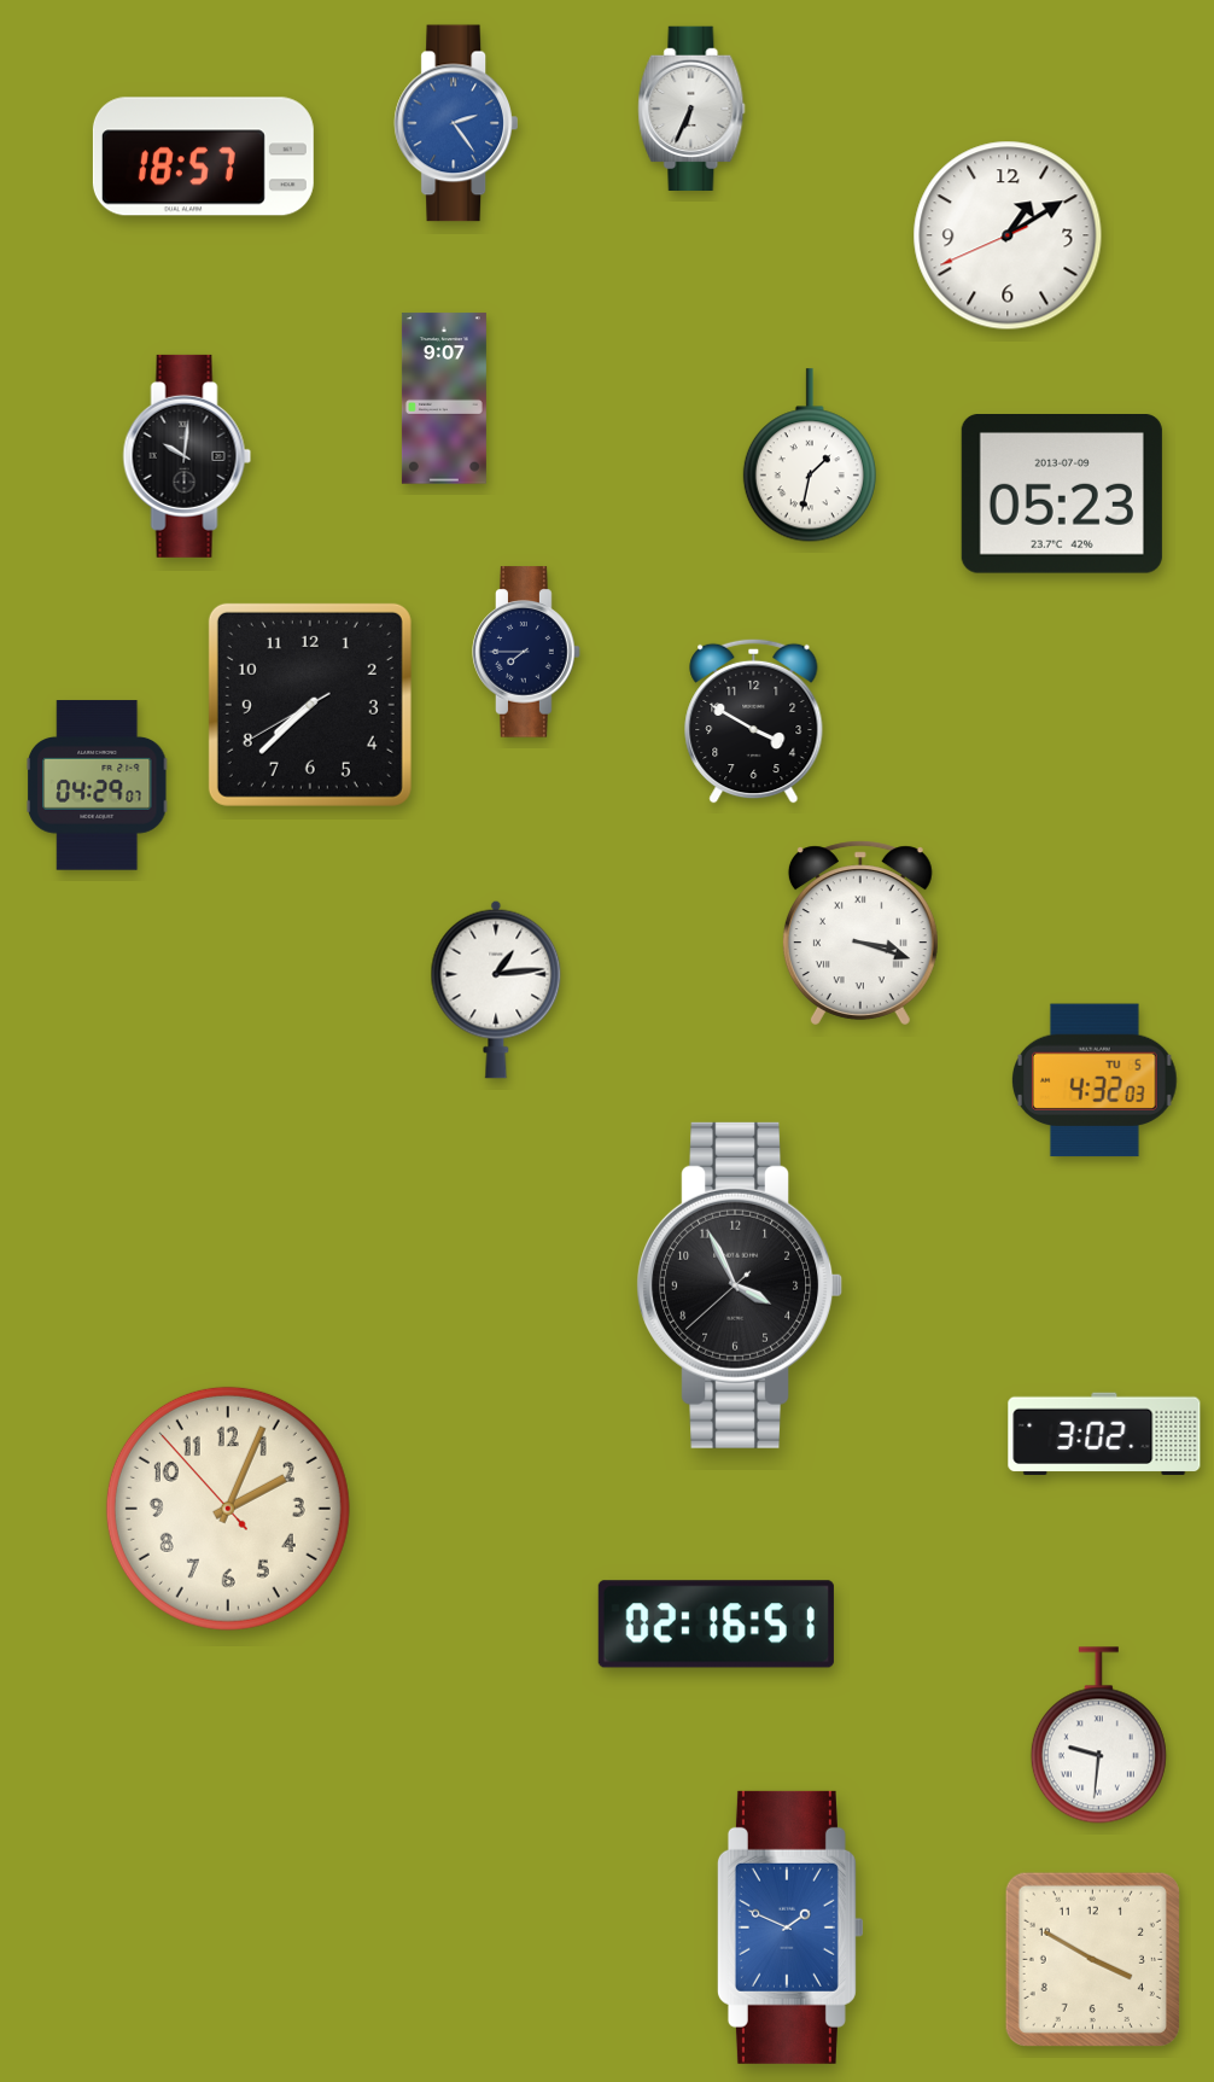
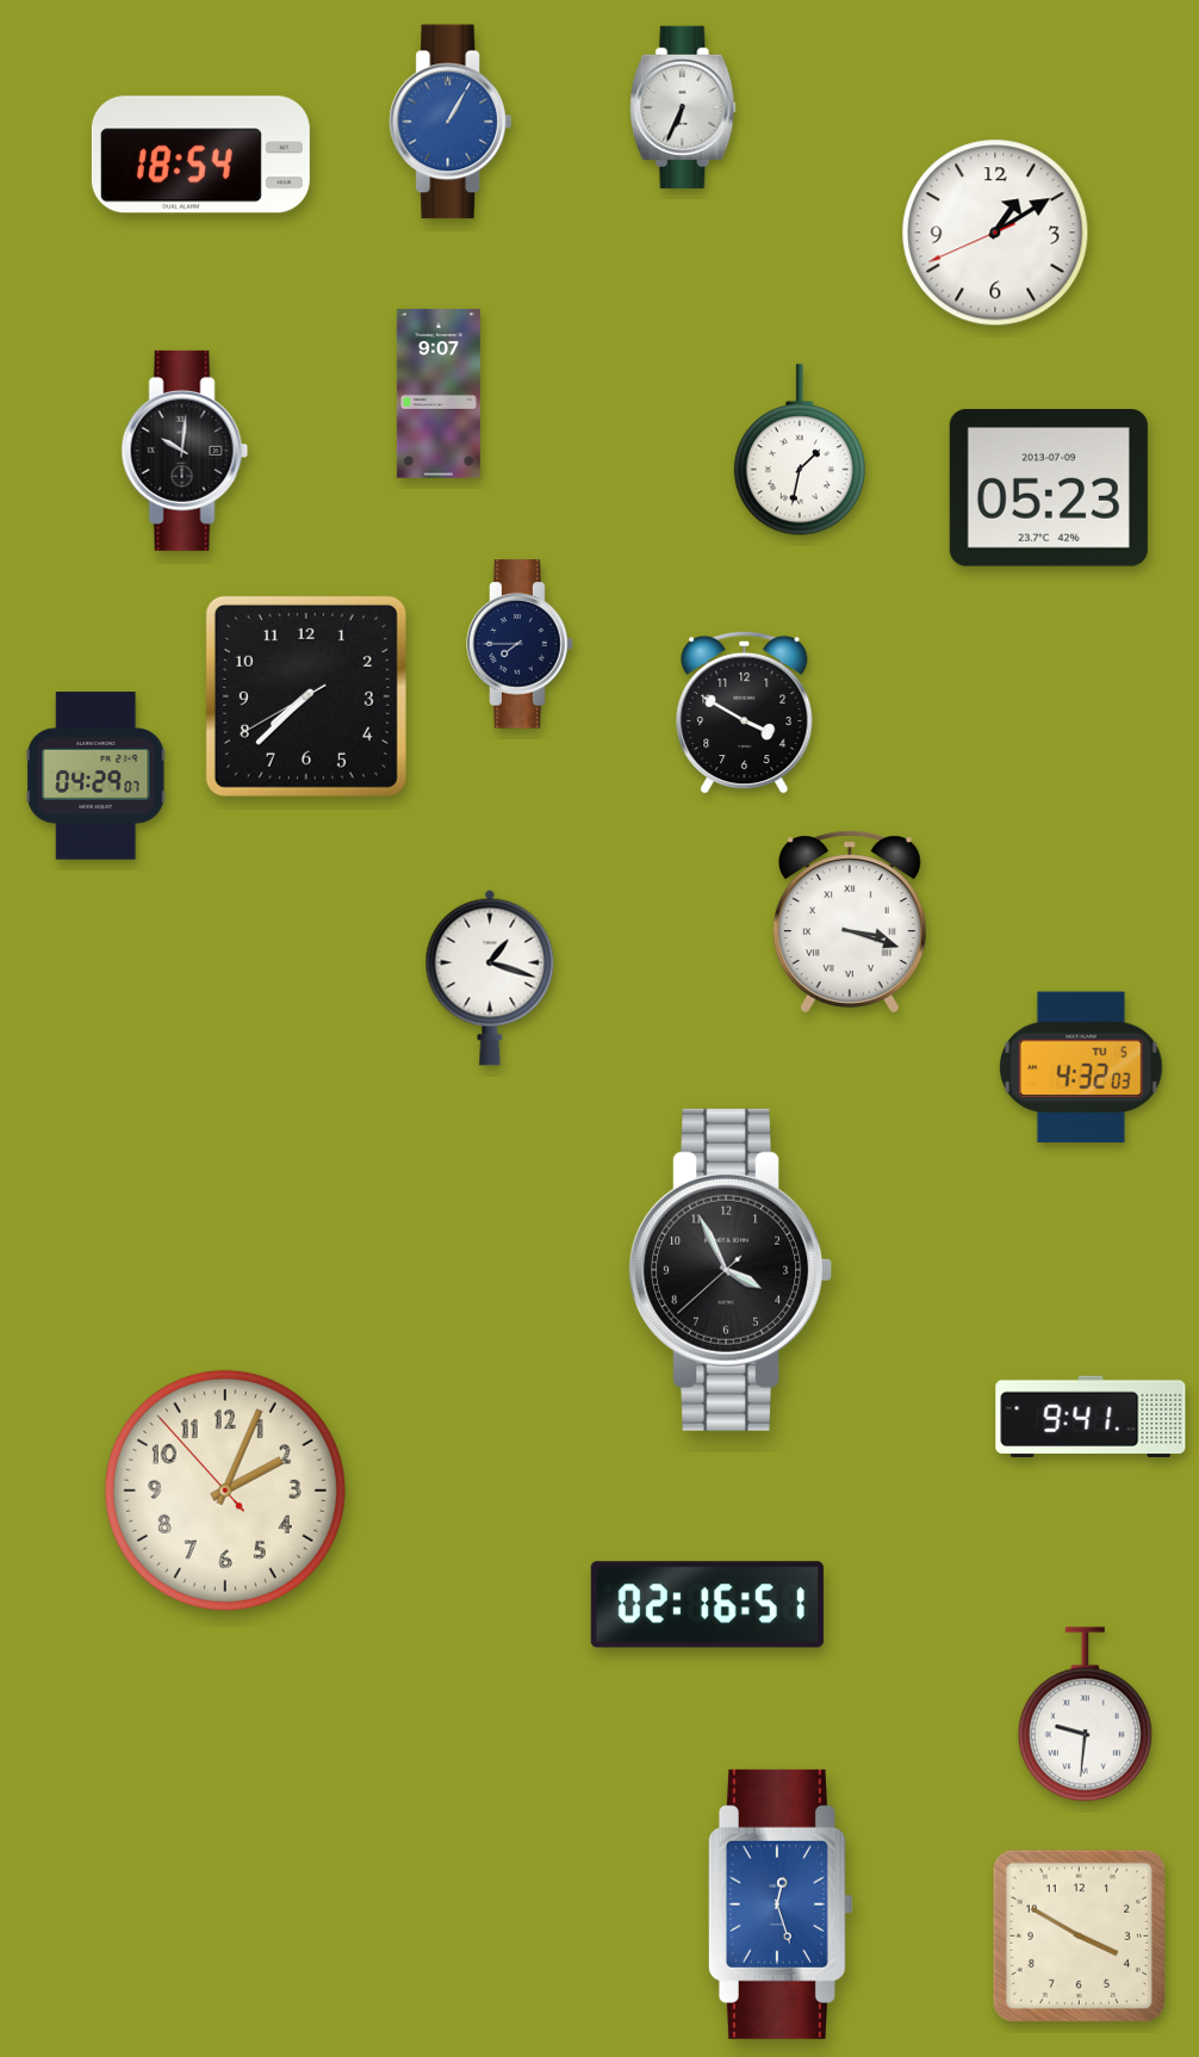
clock at (455, 123): 2:24 -> 1:05
clock at (203, 157): 18:57 -> 18:54
clock at (496, 990): 1:14 -> 1:18
clock at (1104, 1434): 3:02 -> 9:41
clock at (790, 1928): 1:49 -> 12:27
